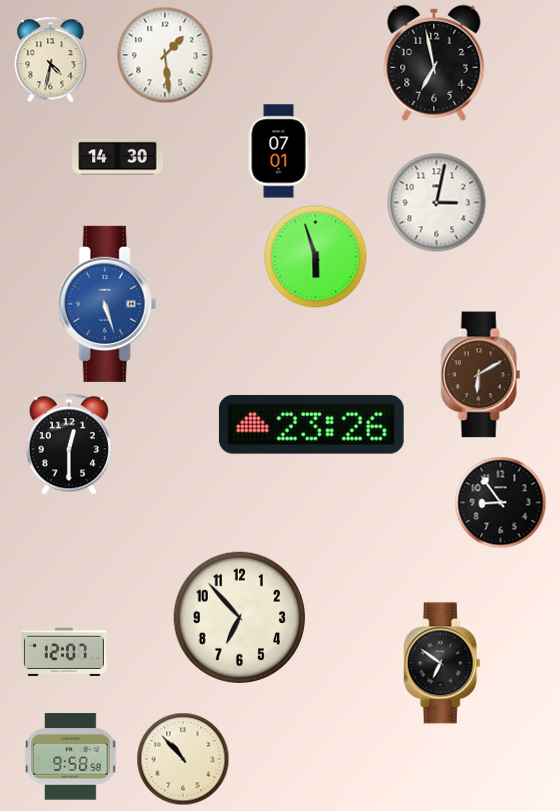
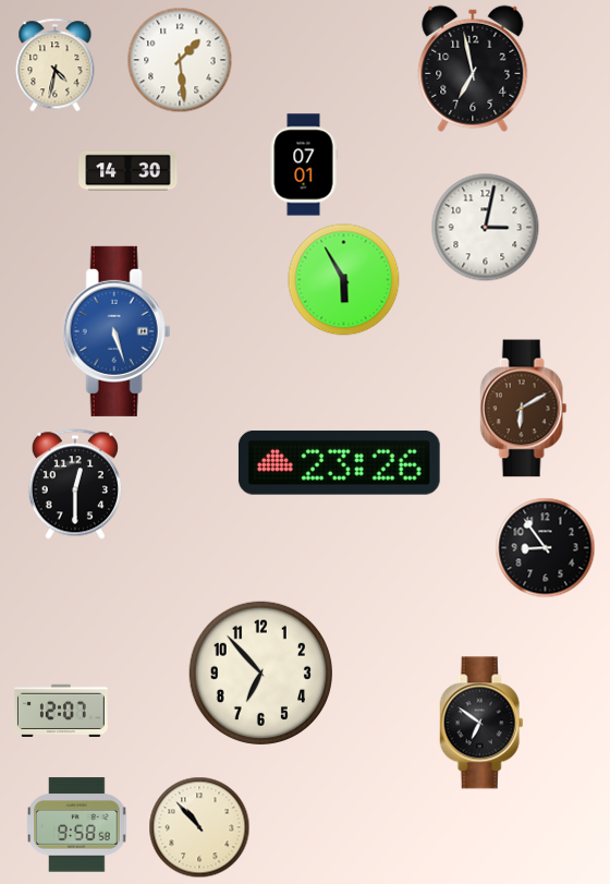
clock at (437, 203) position: (437, 203) -> (486, 228)
clock at (316, 257): 5:57 -> 5:55
clock at (64, 651) position: (64, 651) -> (61, 710)
